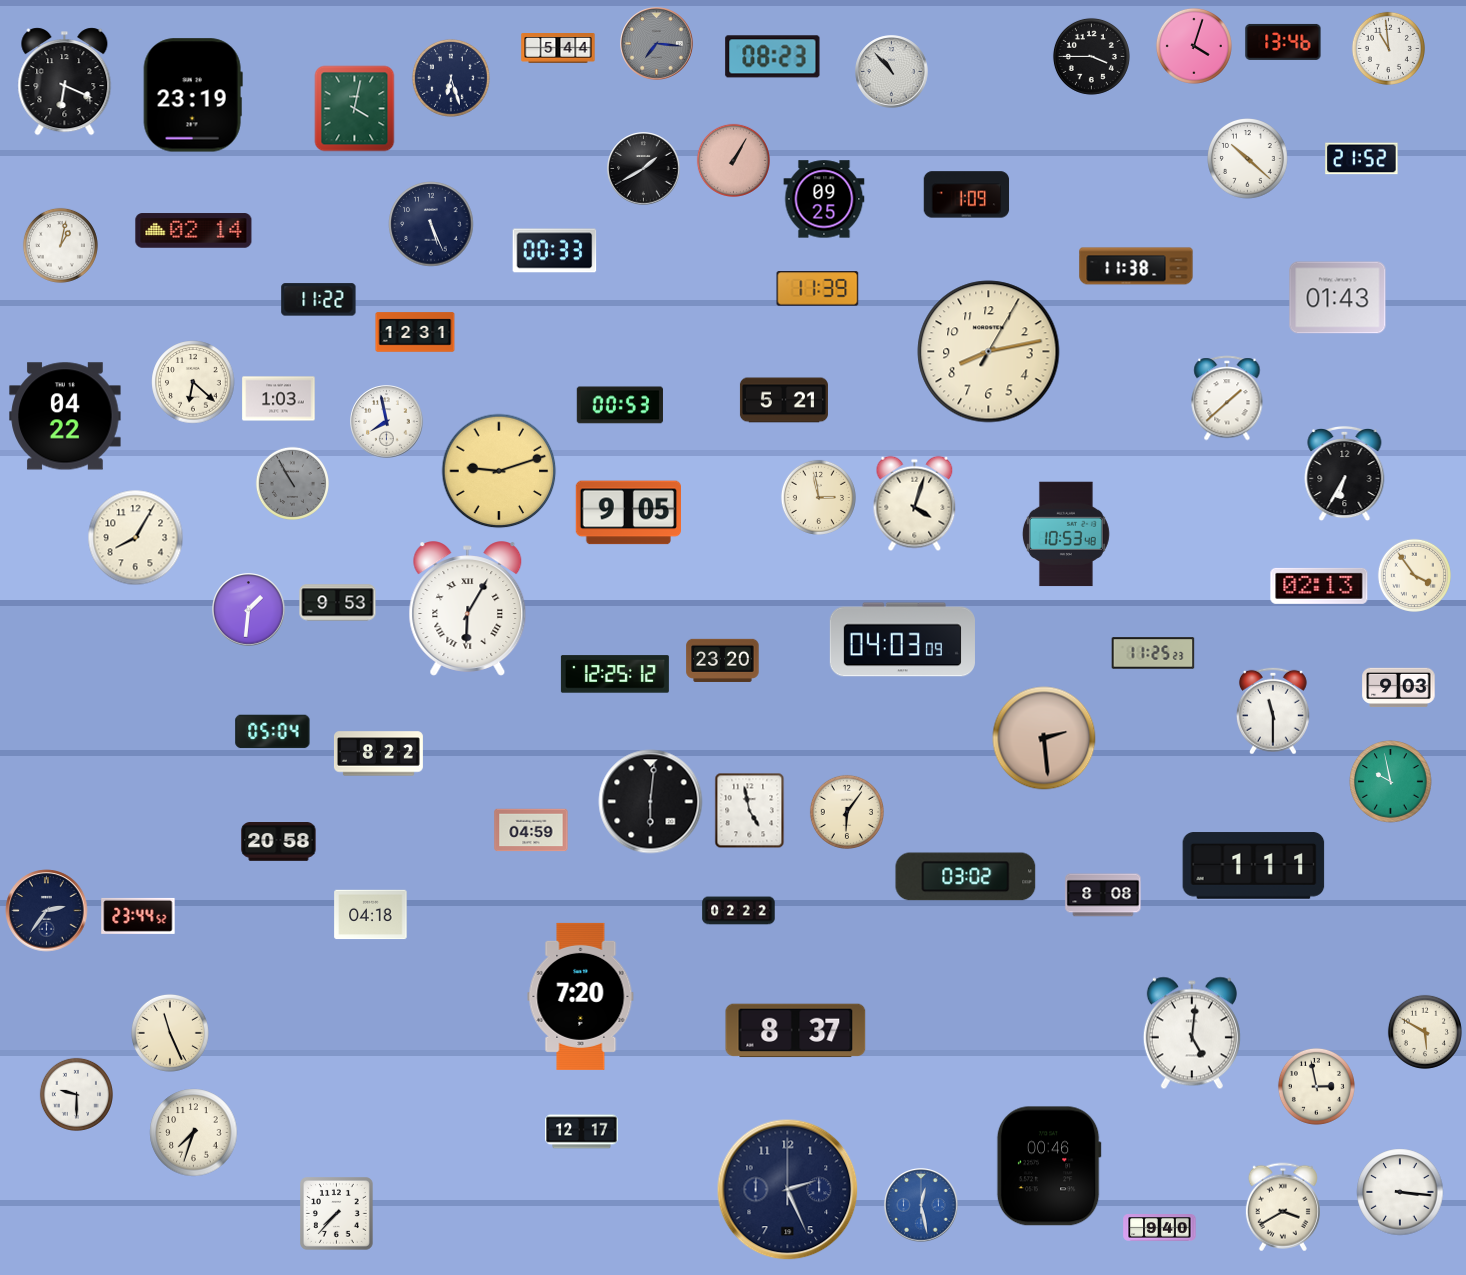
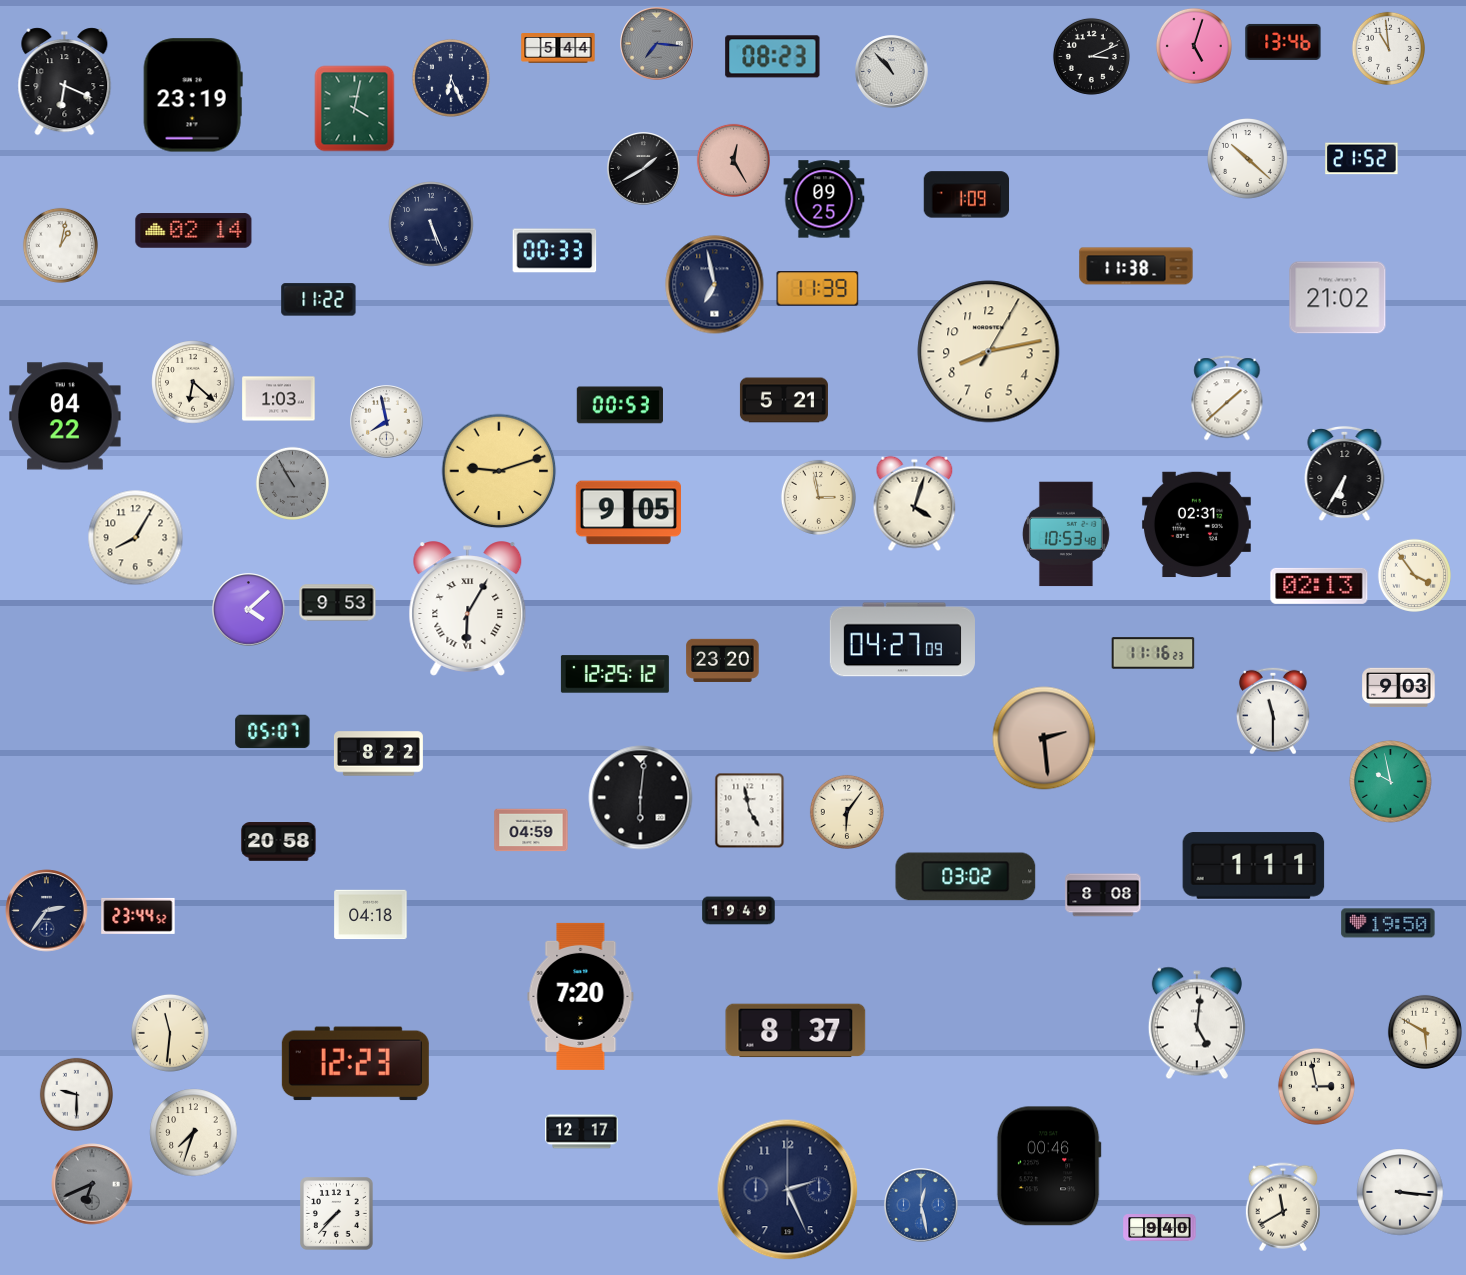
clock at (1194, 46): 4:03 -> 5:03
clock at (1091, 56): 3:45 -> 3:11
clock at (451, 78): 6:27 -> 6:26
clock at (733, 160): 1:05 -> 12:25
clock at (715, 285): none -> 6:58
clock at (1338, 298): 01:43 -> 21:02
clock at (415, 332): 12:31 -> none
clock at (1196, 525): none -> 02:31
clock at (249, 610): 1:31 -> 4:08
clock at (902, 640): 04:03 -> 04:27
clock at (1153, 653): 11:25 -> 11:16
clock at (273, 732): 05:04 -> 05:07
clock at (651, 802) position: (651, 802) -> (641, 798)
clock at (739, 911): 02:22 -> 19:49
clock at (1388, 923): none -> 19:50
clock at (170, 1033): 11:26 -> 11:31
clock at (1192, 1033) position: (1192, 1033) -> (1197, 1023)
clock at (355, 1064): none -> 12:23
clock at (92, 1184): none -> 6:41
clock at (1283, 1207): 3:40 -> 11:40
